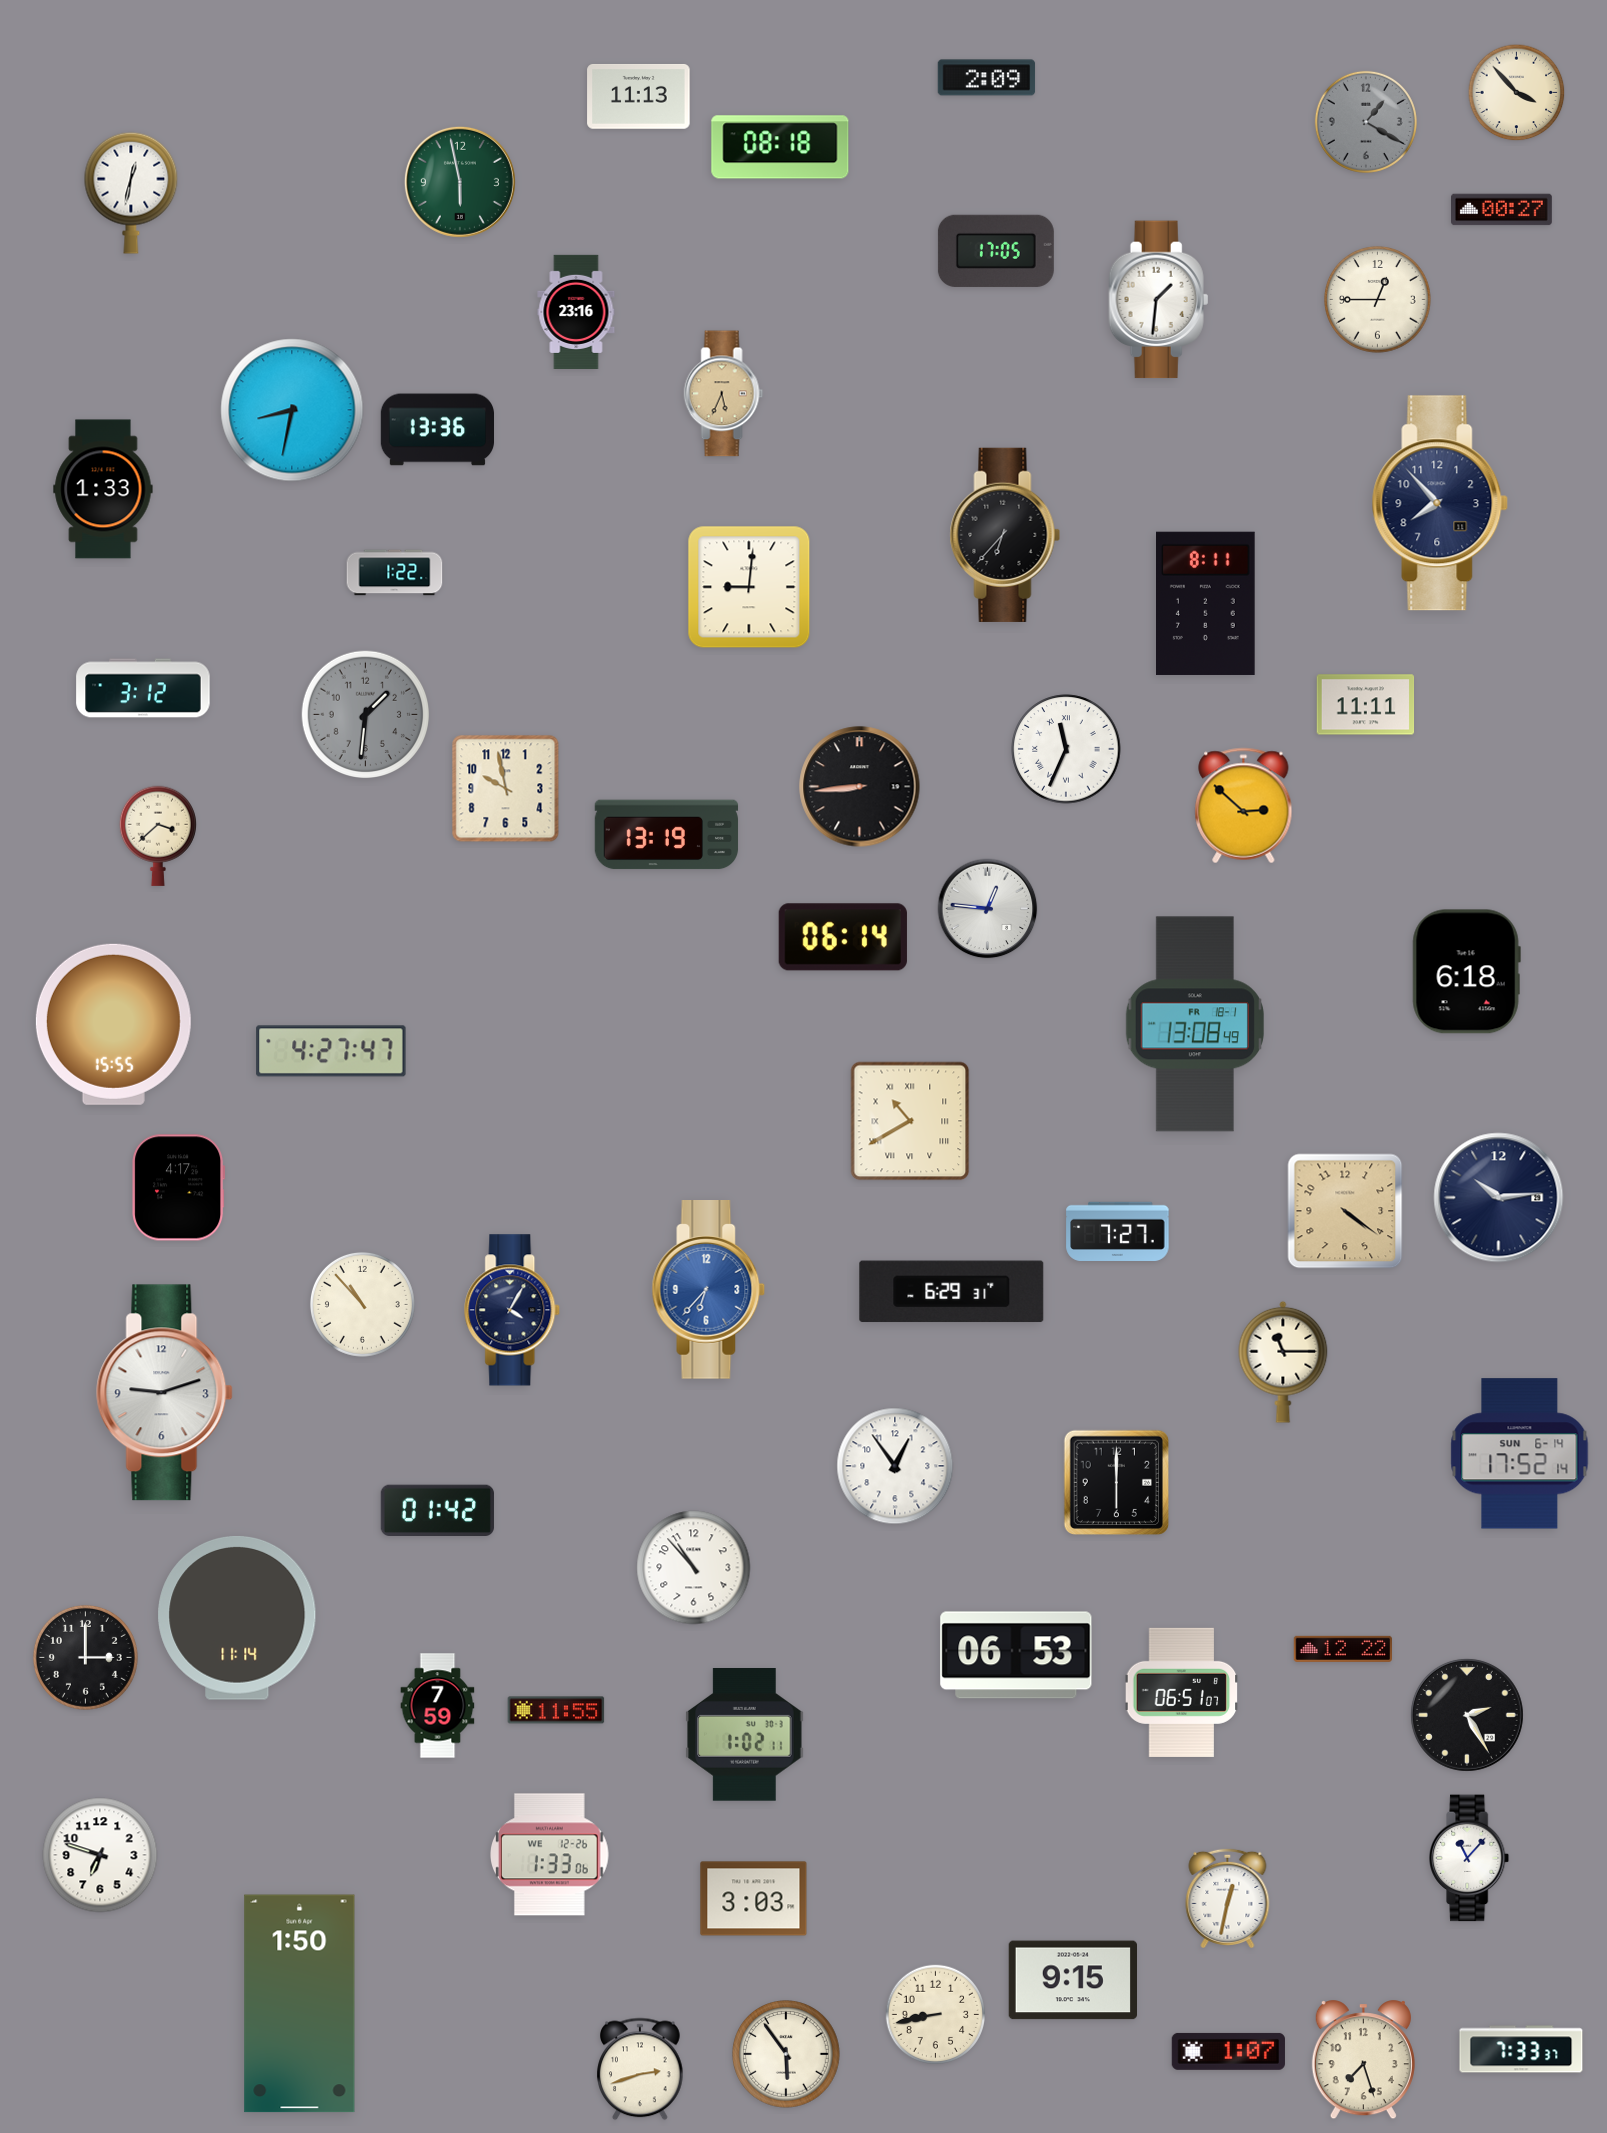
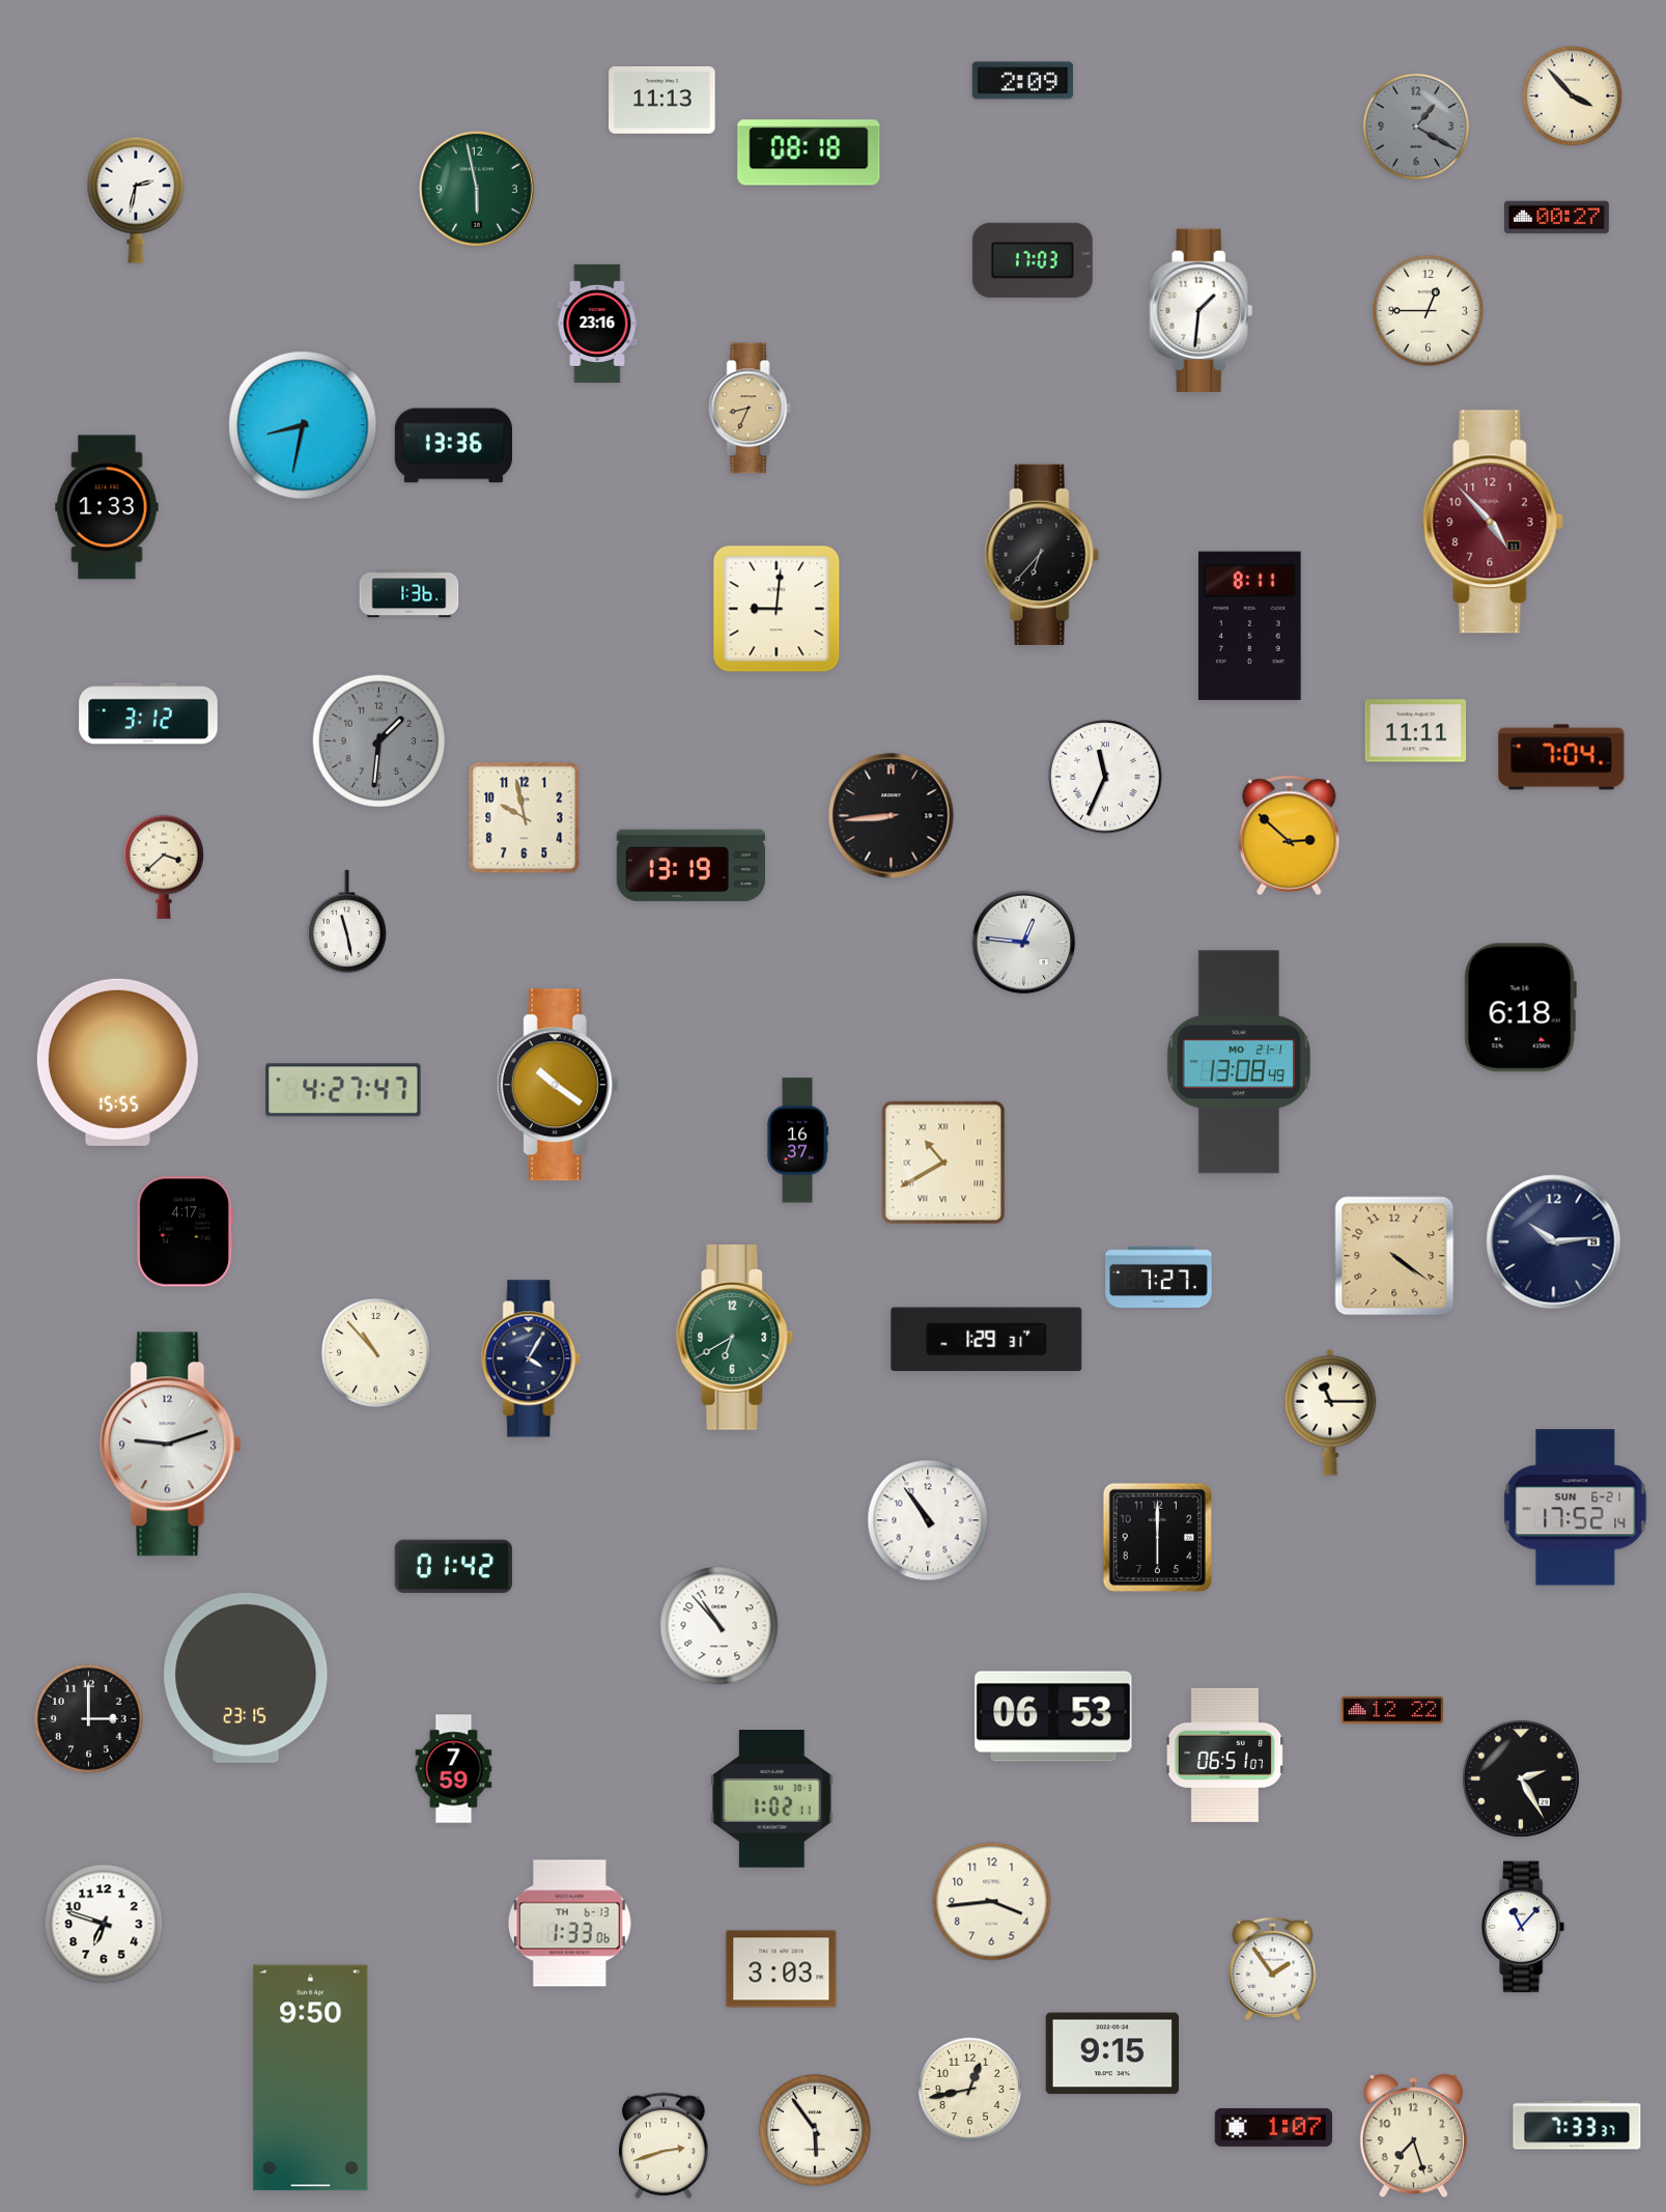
clock at (131, 193): 12:32 -> 2:32
clock at (996, 251): 17:05 -> 17:03
clock at (724, 394): 5:34 -> 8:34
clock at (1440, 503): 7:53 -> 4:53
clock at (1440, 503) dial: navy -> burgundy
clock at (395, 573): 1:22 -> 1:36
clock at (1561, 757): none -> 7:04
clock at (346, 922): none -> 11:28
clock at (843, 937): 06:14 -> none
clock at (1194, 1024) date: FR 18-1 -> MO 21-1
clock at (558, 1085): none -> 10:21
clock at (797, 1141): none -> 16:37
clock at (709, 1290): 6:37 -> 6:40
clock at (709, 1290) dial: blue -> green
clock at (952, 1292): 6:29 -> 1:29
clock at (1520, 1454) date: SUN 6-14 -> SUN 6-21
clock at (895, 1466): 12:54 -> 10:54
clock at (237, 1618): 11:14 -> 23:15
clock at (556, 1710): 11:55 -> none
clock at (992, 1902): none -> 3:44
clock at (550, 1855) date: WE 12-26 -> TH 6-13
clock at (1228, 1898): 12:32 -> 1:54
clock at (300, 2004): 1:50 -> 9:50
clock at (935, 2014): 8:43 -> 12:43
